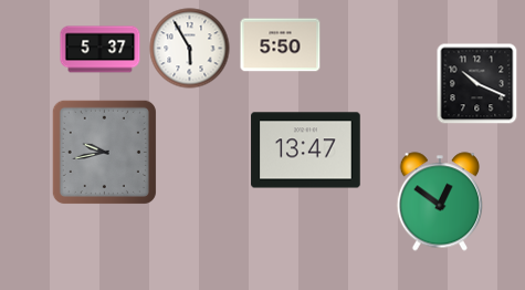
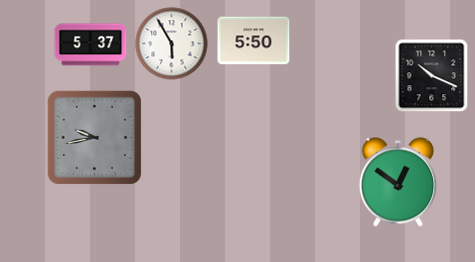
clock at (306, 151): 13:47 -> none
